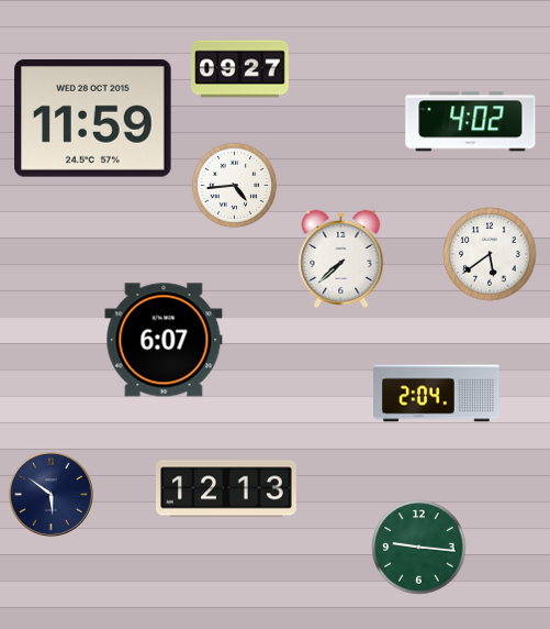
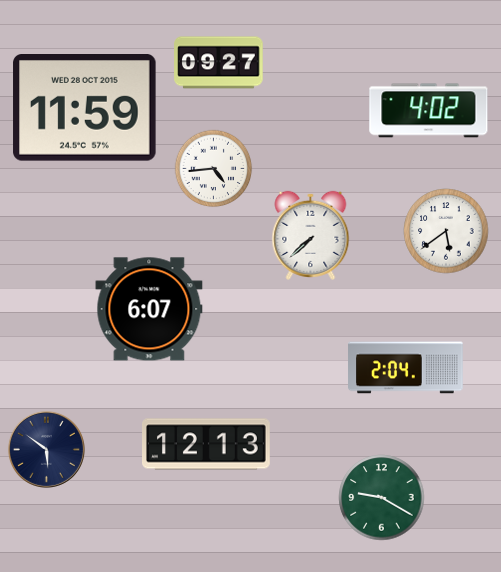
clock at (437, 394) position: (437, 394) -> (406, 368)
clock at (419, 548): 9:16 -> 9:20
